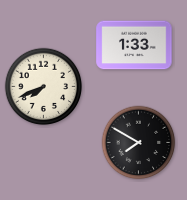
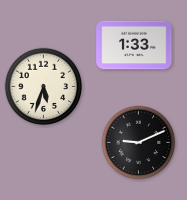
clock at (44, 87): 7:41 -> 5:33
clock at (139, 143): 7:50 -> 9:11
